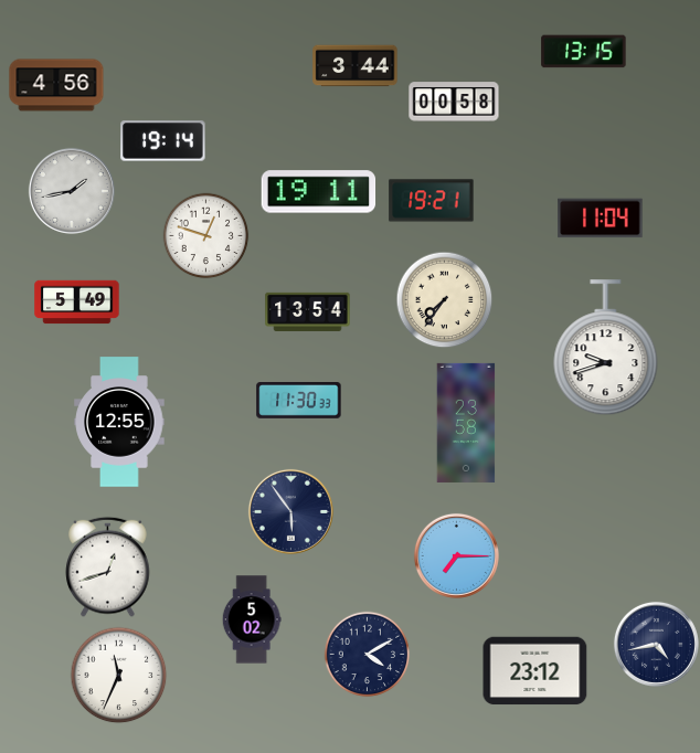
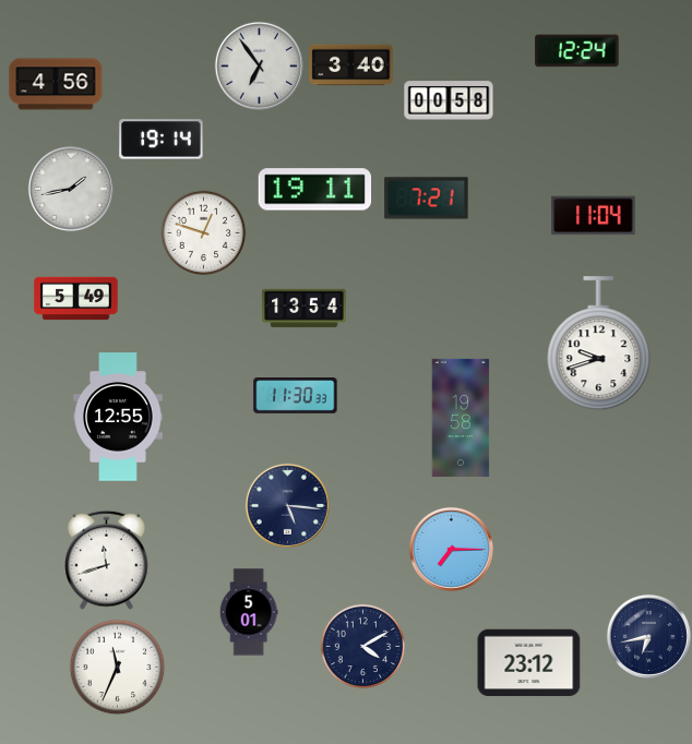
clock at (584, 52): 13:15 -> 12:24
clock at (259, 65): none -> 6:54
clock at (356, 66): 3:44 -> 3:40
clock at (432, 201): 19:21 -> 7:21
clock at (444, 299): 7:36 -> none
clock at (466, 423): 23:58 -> 19:58
clock at (290, 511): 5:54 -> 5:16
clock at (108, 566): 12:42 -> 11:42
clock at (252, 619): 5:02 -> 5:01
clock at (656, 644): 4:43 -> 6:43
